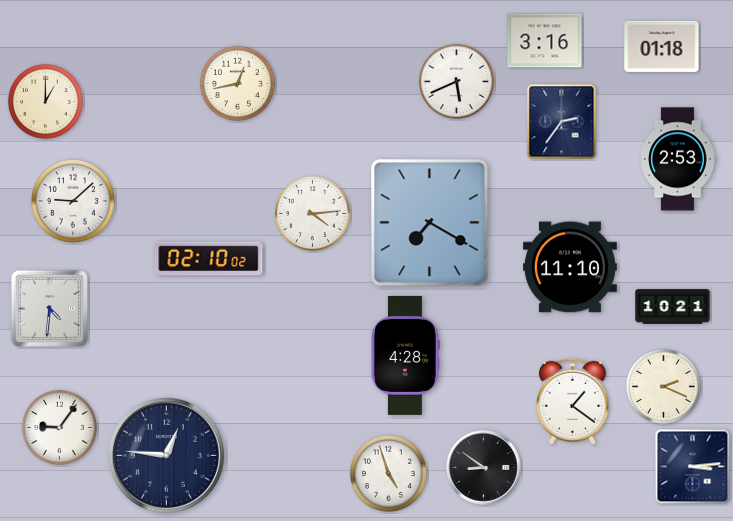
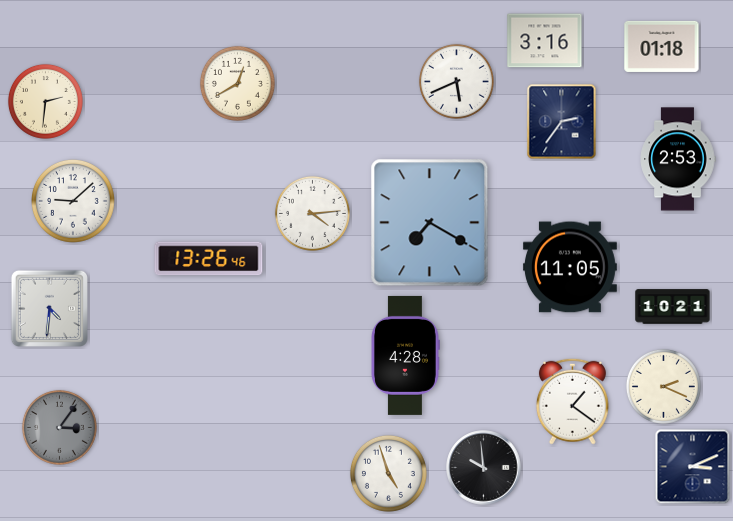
clock at (237, 83): 12:43 -> 12:40
clock at (45, 101): 1:00 -> 2:31
clock at (209, 259): 02:10 -> 13:26
clock at (570, 267): 11:10 -> 11:05
clock at (59, 427): 9:06 -> 3:06
clock at (59, 427) dial: white -> grey
clock at (166, 455): 12:46 -> none
clock at (693, 467): 3:14 -> 3:11
clock at (484, 468): 8:51 -> 9:59
